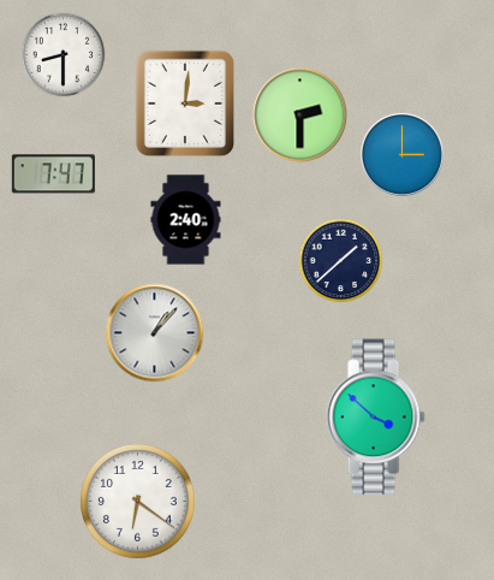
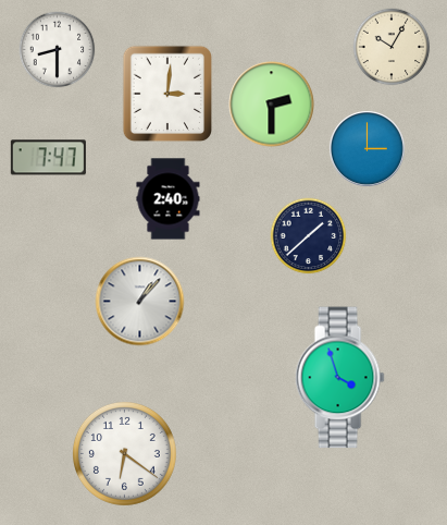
clock at (392, 47): none -> 10:05
clock at (401, 154) position: (401, 154) -> (367, 148)
clock at (375, 418): 3:52 -> 3:57
